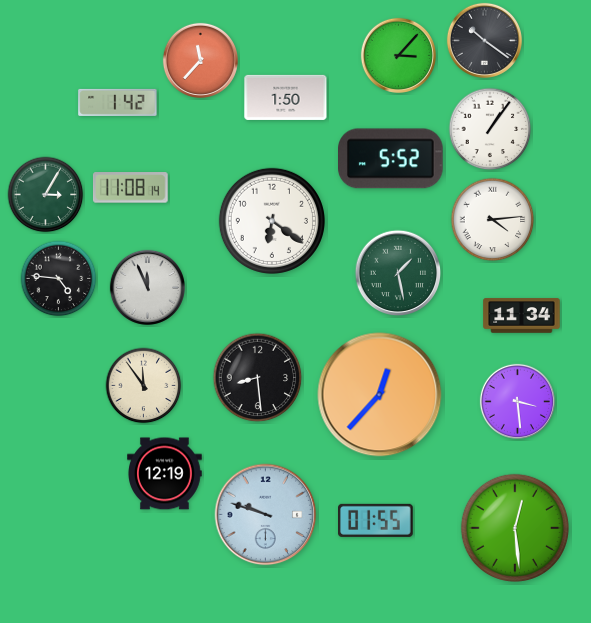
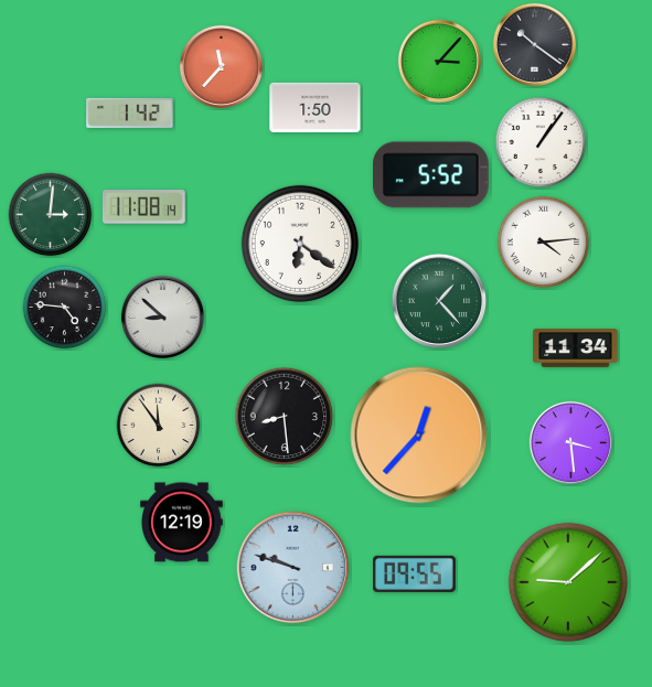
clock at (46, 195): 3:05 -> 3:01
clock at (398, 273): 1:28 -> 1:23
clock at (147, 287): 11:56 -> 8:52
clock at (376, 520): 01:55 -> 09:55
clock at (515, 528): 12:29 -> 9:08
